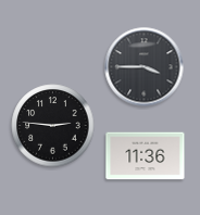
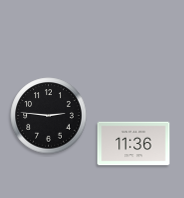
clock at (145, 67): 3:45 -> none
